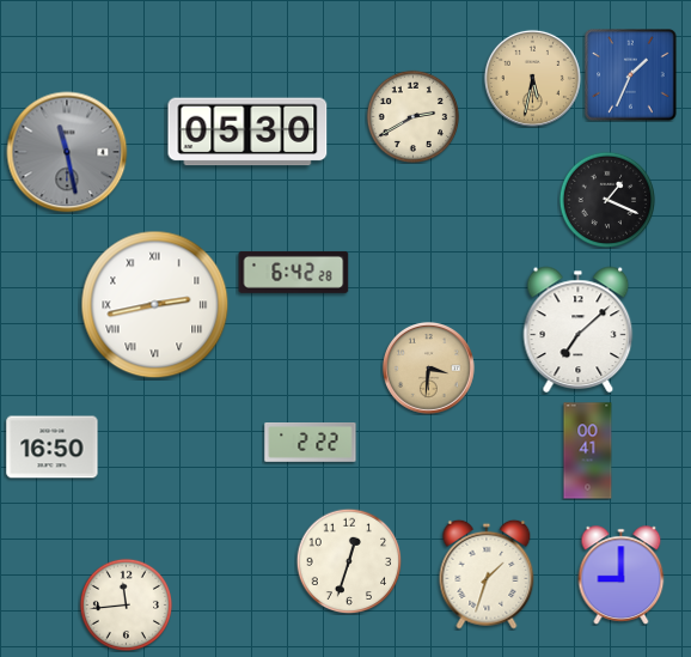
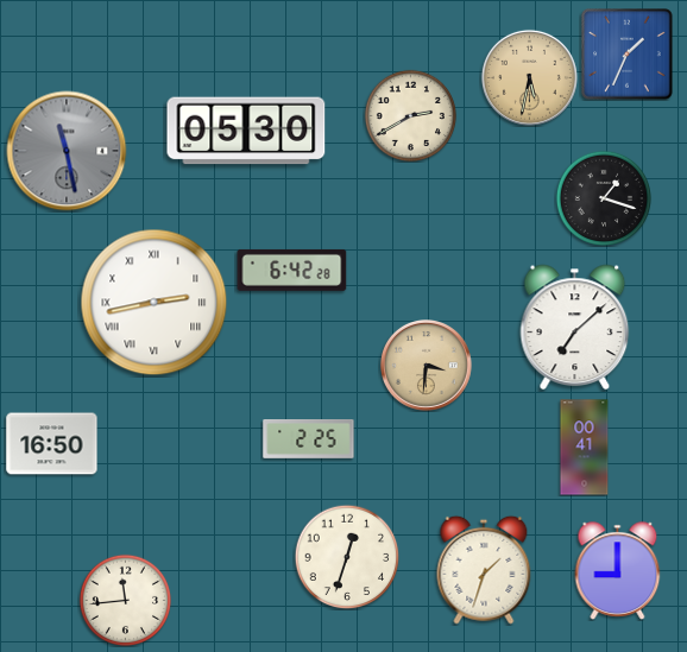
clock at (631, 75) position: (631, 75) -> (628, 55)
clock at (606, 199): 1:19 -> 1:18
clock at (311, 443): 2:22 -> 2:25
